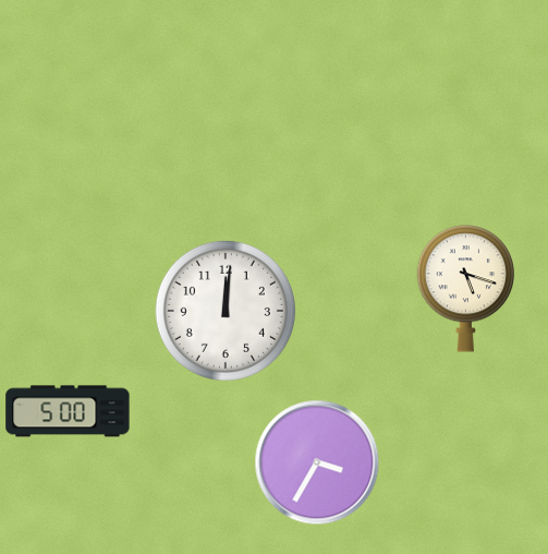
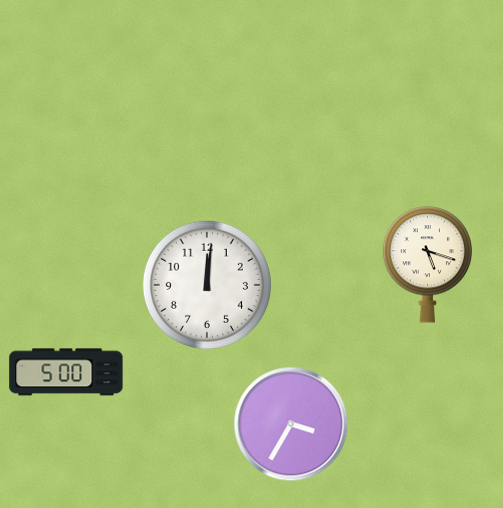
clock at (68, 411) position: (68, 411) -> (66, 372)
